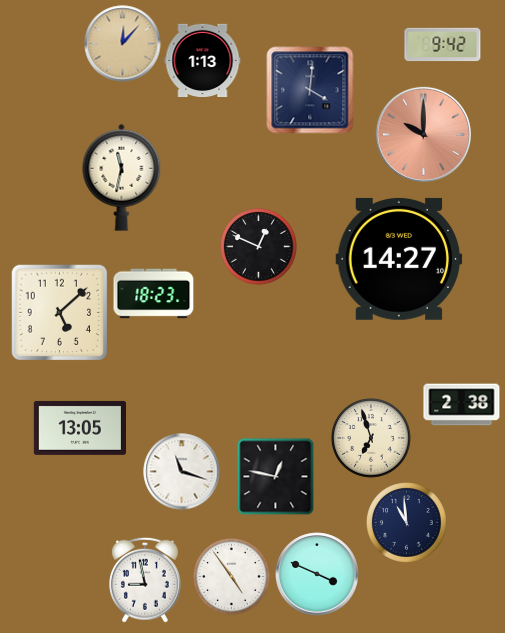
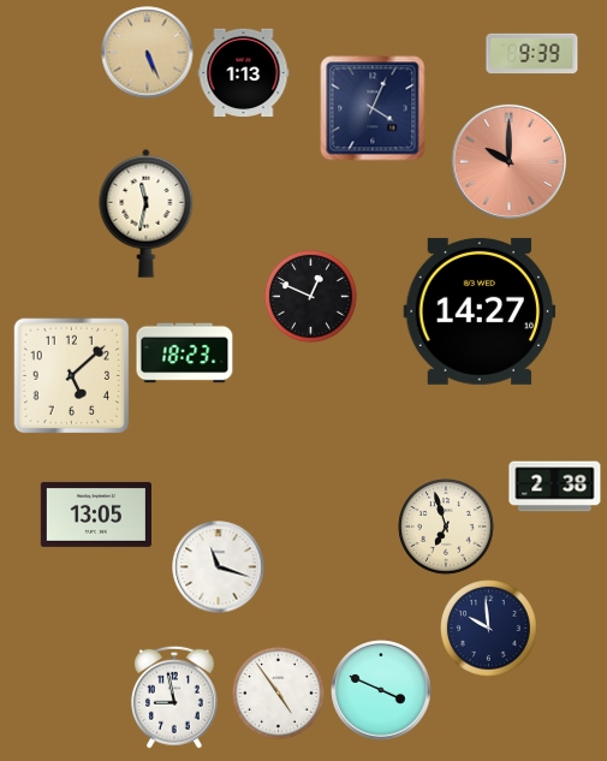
clock at (123, 44): 12:07 -> 5:26
clock at (443, 45): 9:42 -> 9:39
clock at (310, 90): 4:01 -> 4:04
clock at (275, 476): 12:47 -> none
clock at (407, 523): 10:59 -> 9:59
